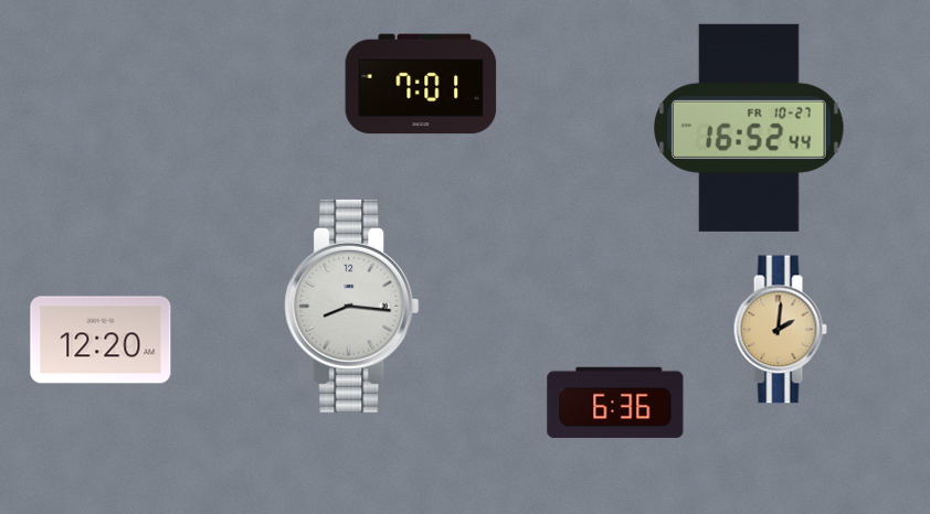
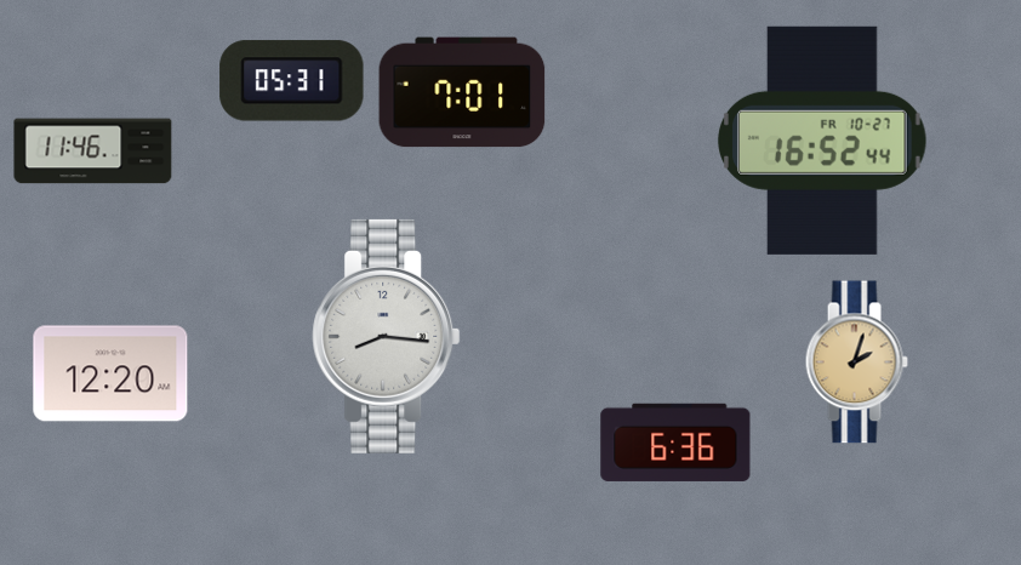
clock at (292, 81): none -> 05:31
clock at (93, 152): none -> 11:46
clock at (780, 330): 2:01 -> 2:03
